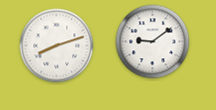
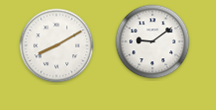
clock at (57, 46): 8:12 -> 8:10
